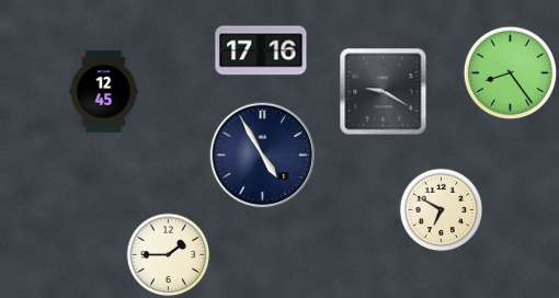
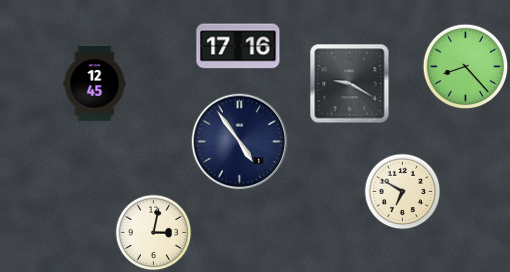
clock at (511, 73): 8:24 -> 8:23
clock at (263, 156): 4:55 -> 4:54
clock at (169, 255): 1:45 -> 3:02
